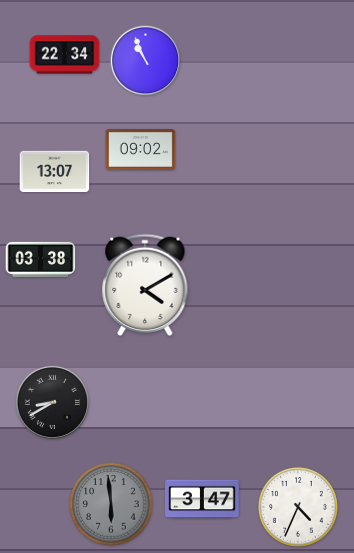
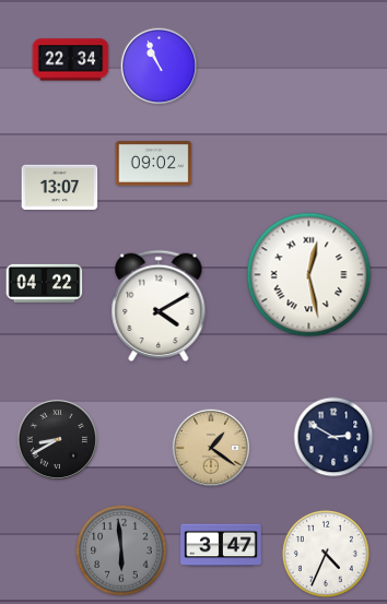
clock at (309, 275): none -> 12:28
clock at (41, 259): 03:38 -> 04:22
clock at (145, 284) position: (145, 284) -> (159, 305)
clock at (333, 437): none -> 2:50
clock at (211, 448): none -> 1:21
